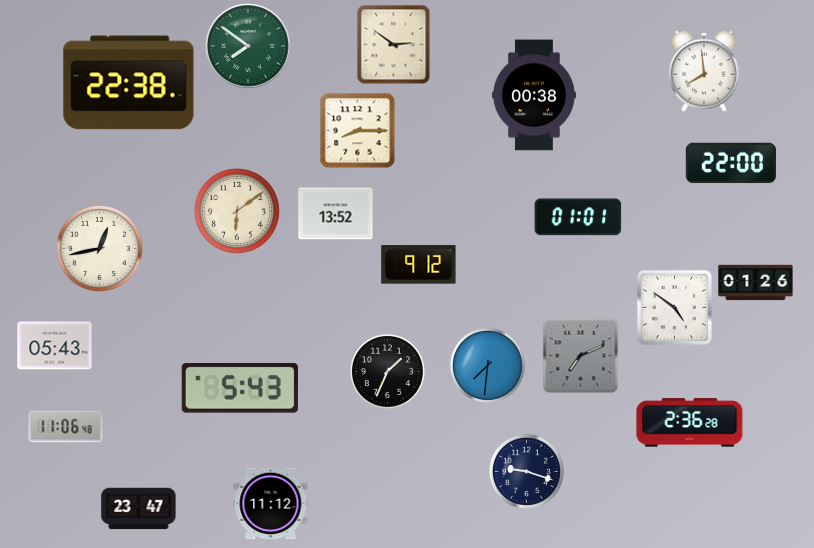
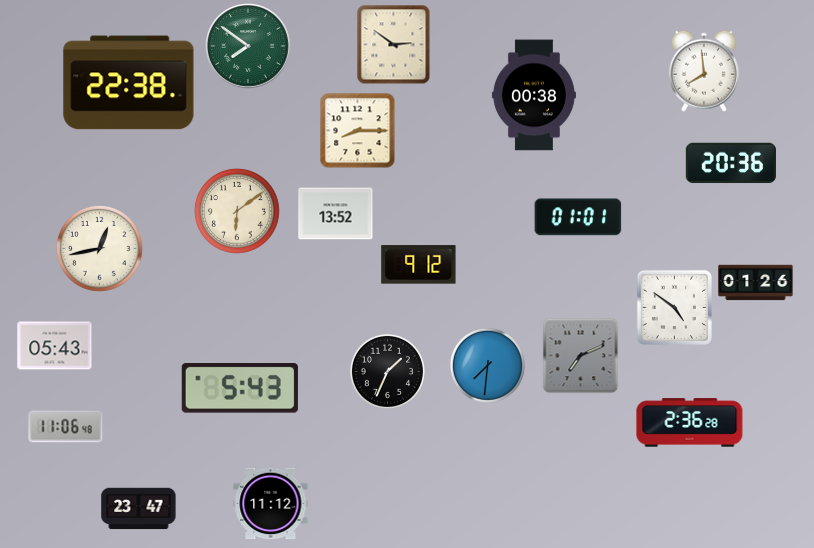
clock at (730, 163): 22:00 -> 20:36
clock at (526, 471): 9:18 -> none
